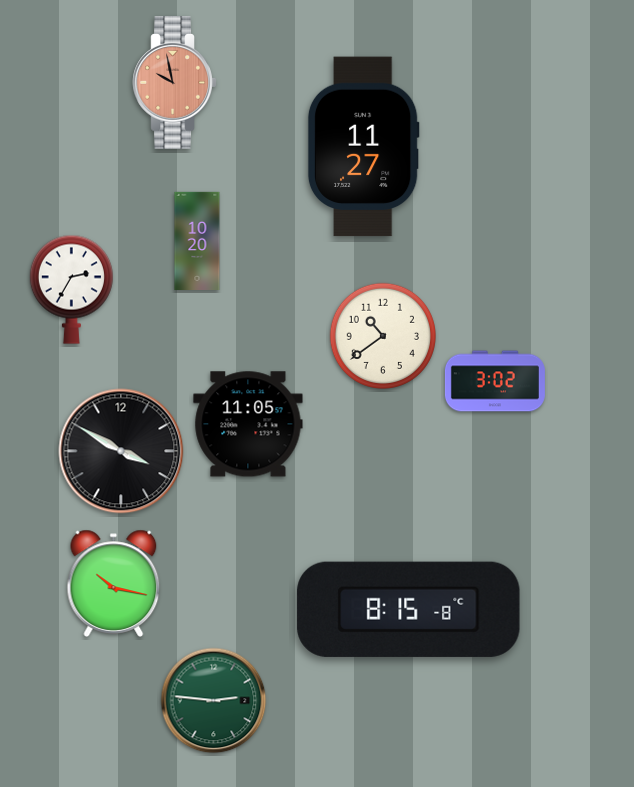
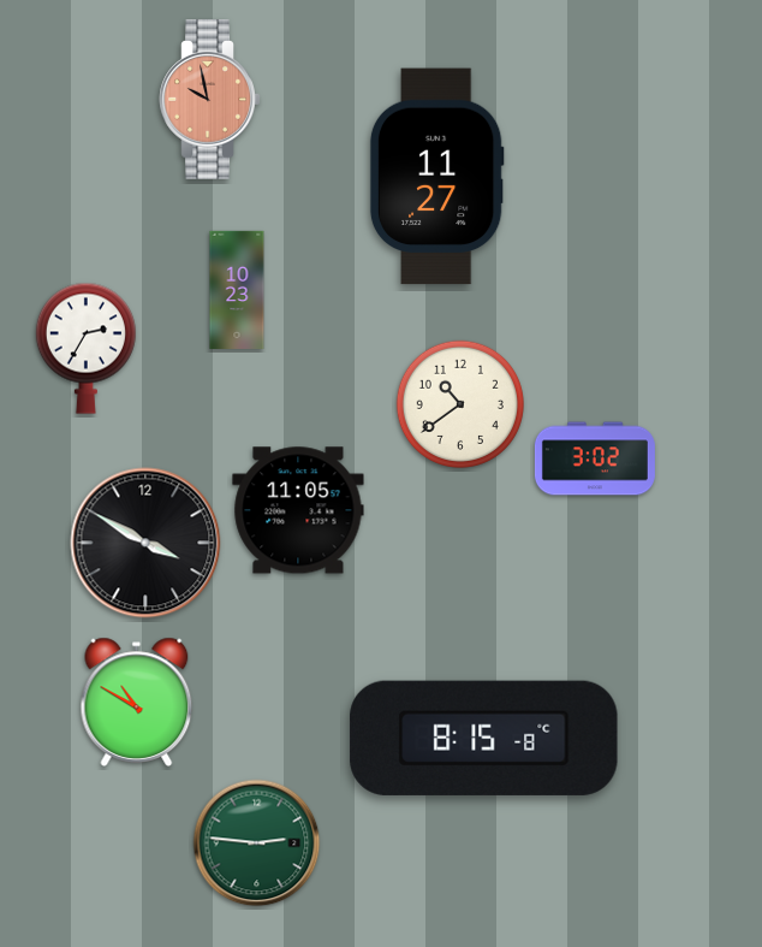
clock at (197, 240): 10:20 -> 10:23
clock at (114, 583): 10:17 -> 10:50
clock at (409, 609) position: (409, 609) -> (484, 738)
